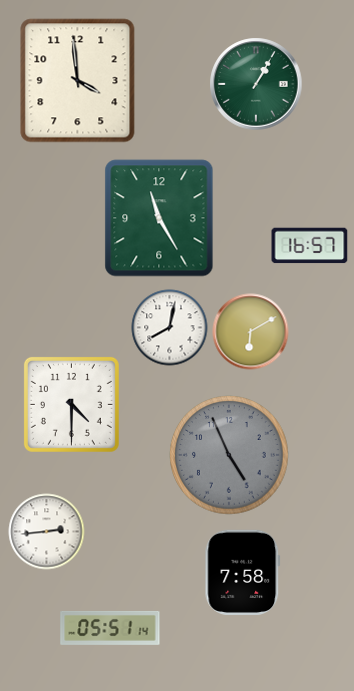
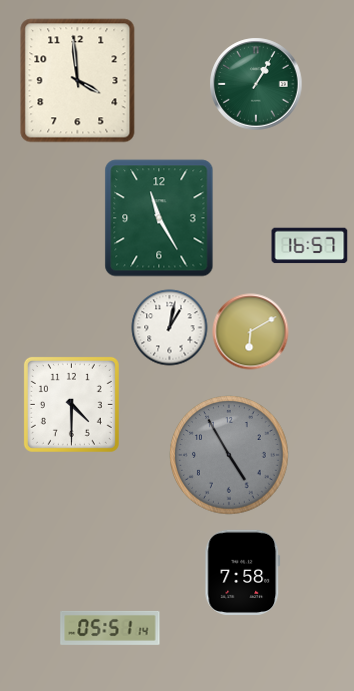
clock at (170, 328): 8:02 -> 1:02
clock at (229, 455): 4:56 -> 4:55
clock at (47, 532): 2:44 -> none
